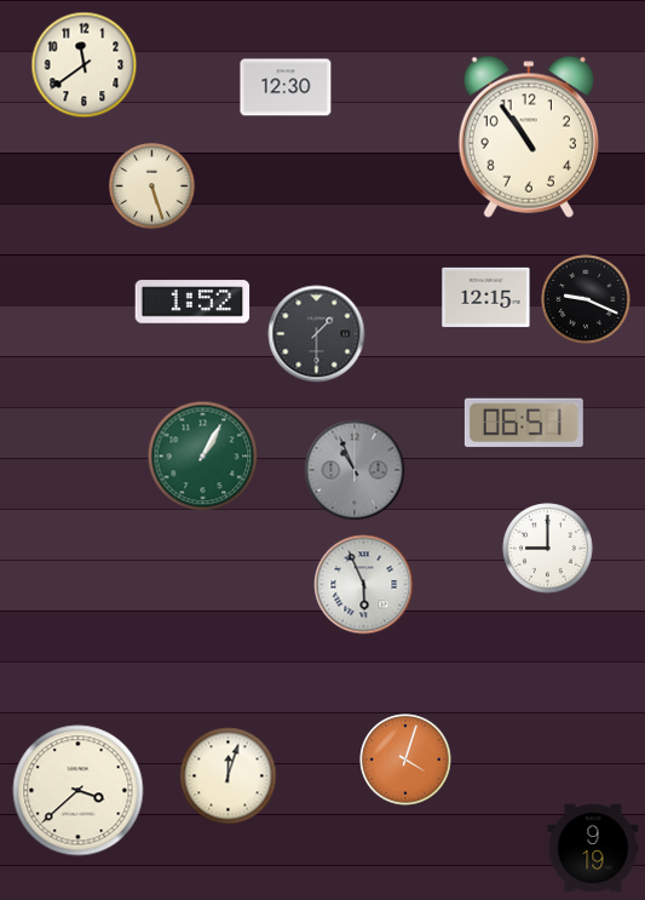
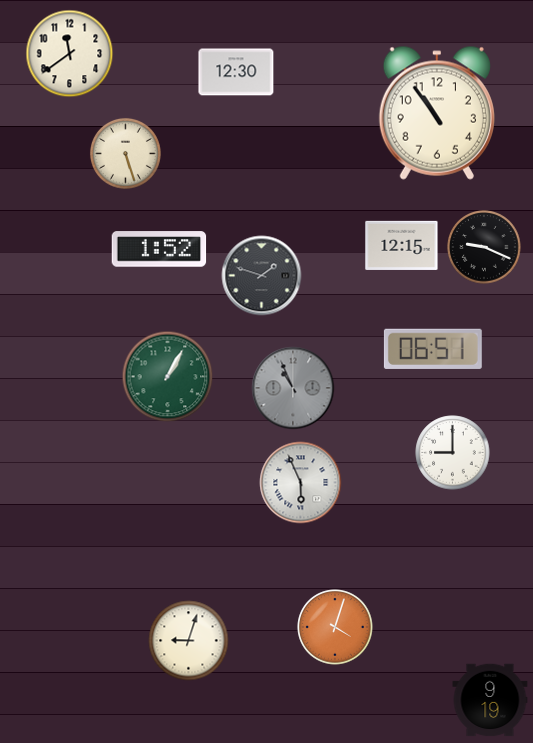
clock at (317, 334): 1:30 -> 1:48
clock at (229, 776): 12:03 -> 9:03
clock at (79, 791): 3:38 -> none
